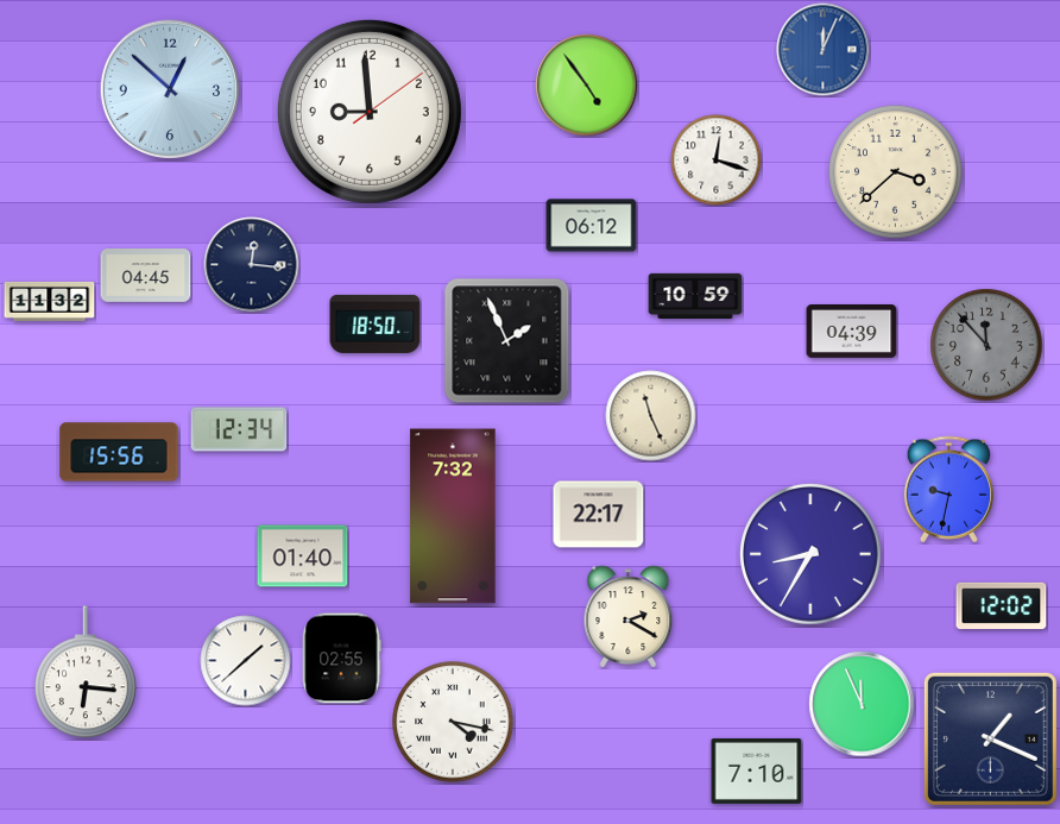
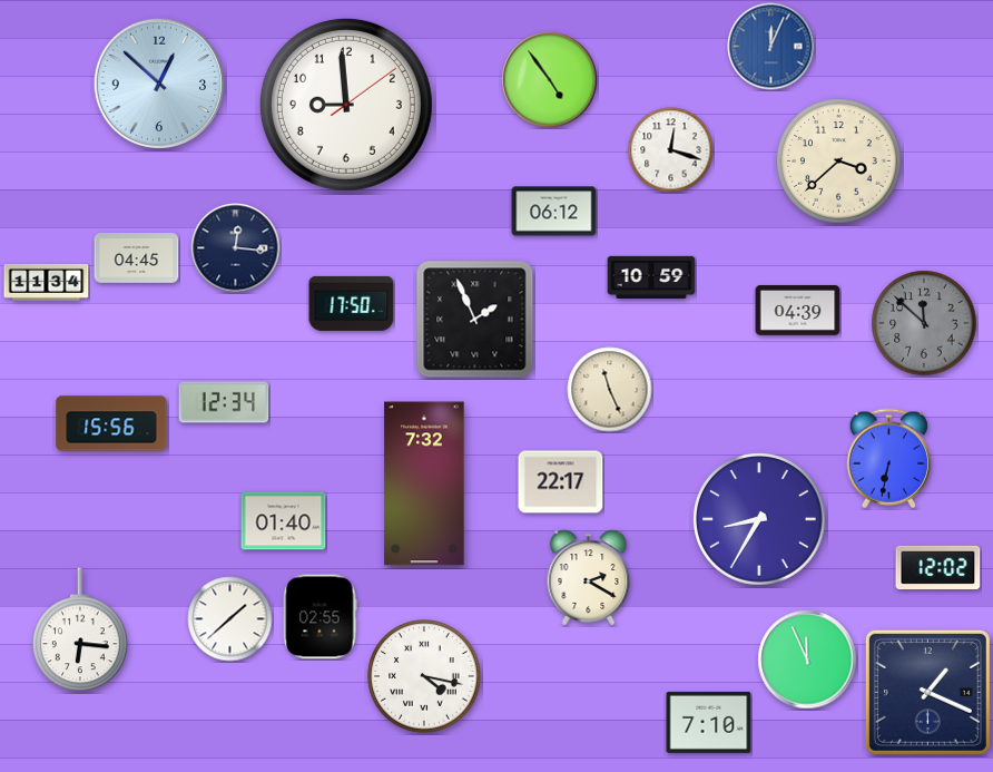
clock at (50, 301): 11:32 -> 11:34
clock at (376, 323): 18:50 -> 17:50
clock at (986, 345): 11:53 -> 11:52
clock at (948, 490): 9:32 -> 6:32
